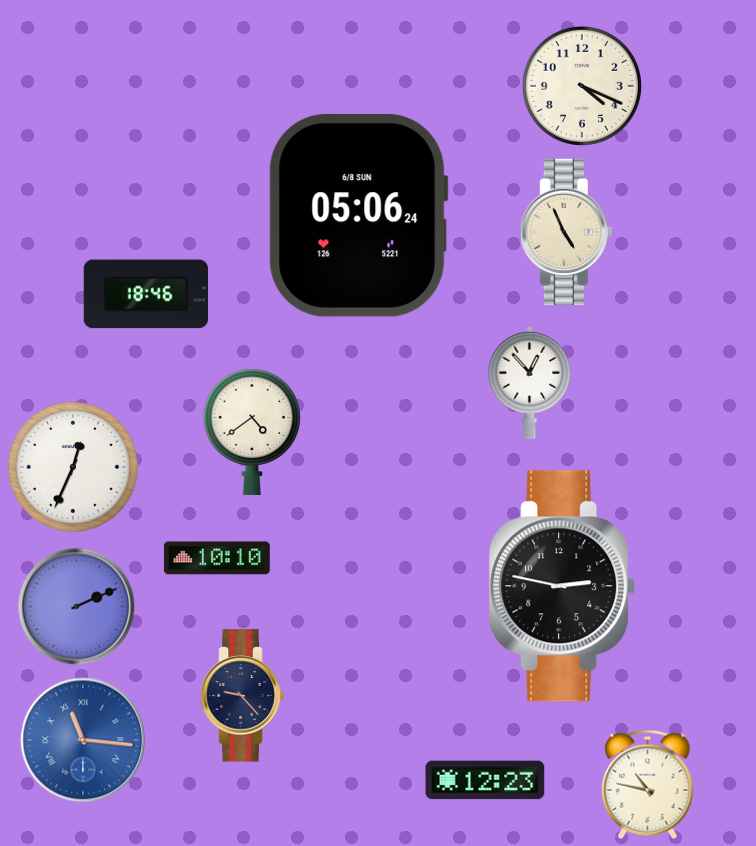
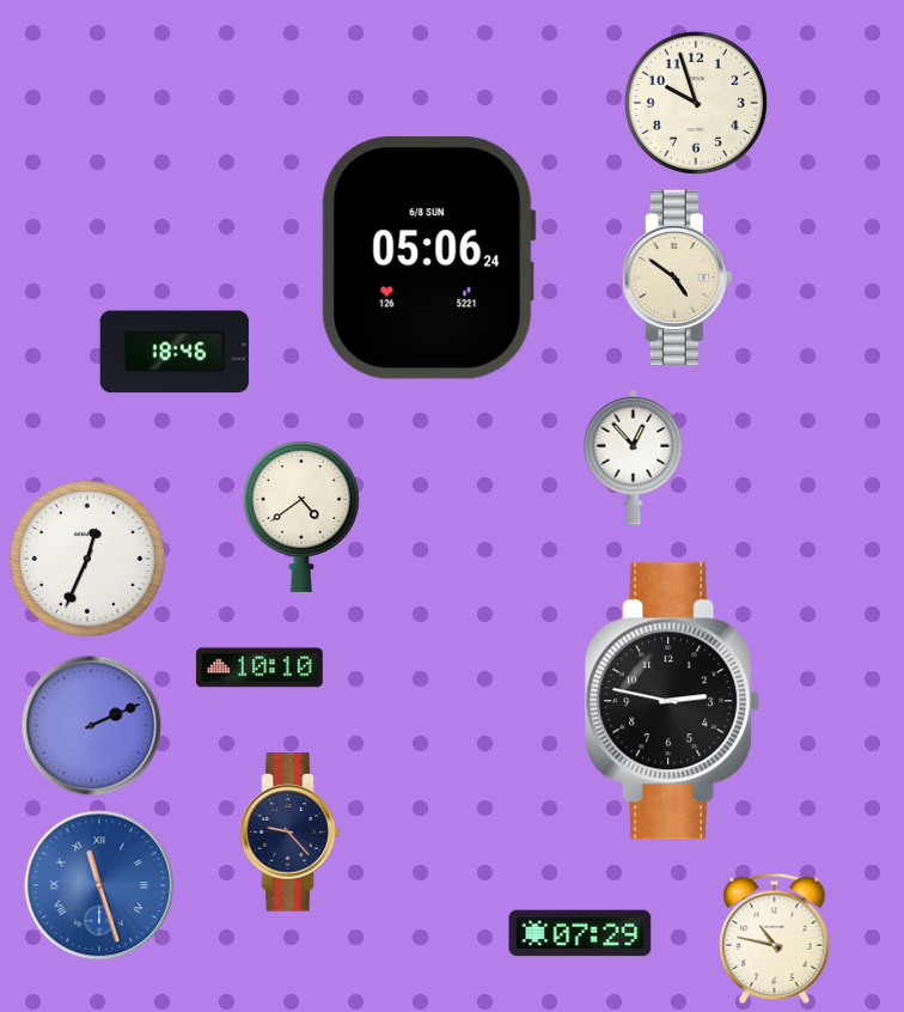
clock at (582, 86): 4:19 -> 9:57
clock at (566, 232): 4:56 -> 4:51
clock at (83, 740): 11:16 -> 11:27
clock at (485, 780): 12:23 -> 07:29
